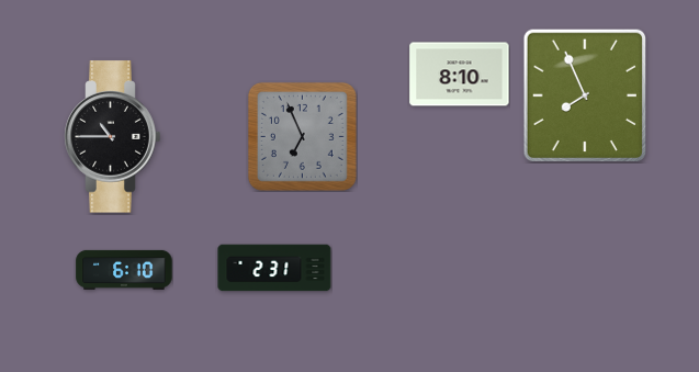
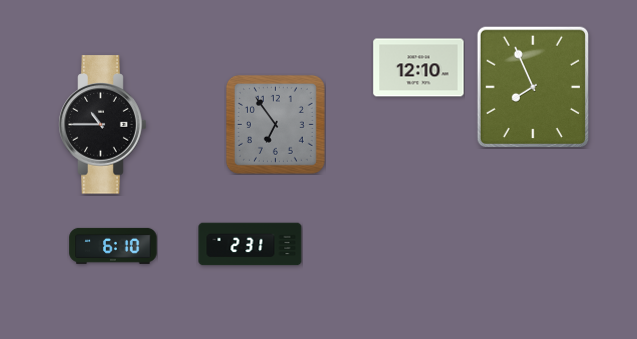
clock at (460, 75): 8:10 -> 12:10
clock at (302, 136): 6:56 -> 6:54
